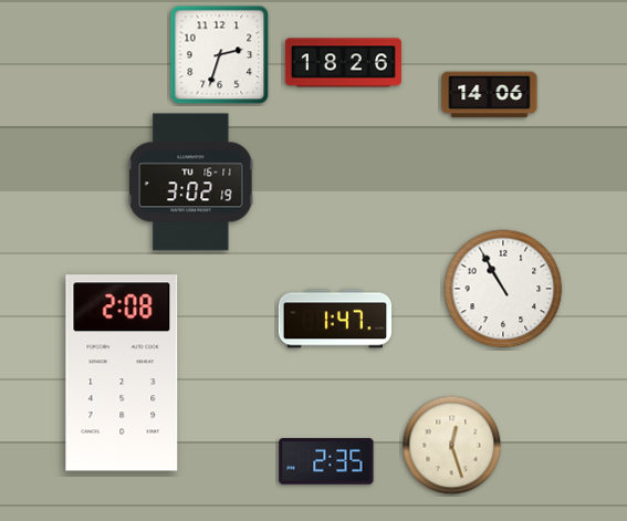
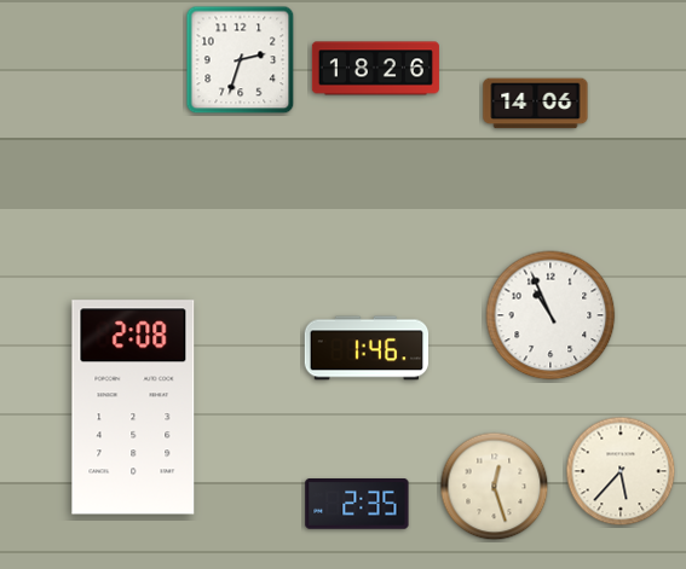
clock at (191, 183): 3:02 -> none
clock at (503, 289): 10:55 -> 10:56
clock at (335, 319): 1:47 -> 1:46
clock at (621, 471): none -> 5:37
